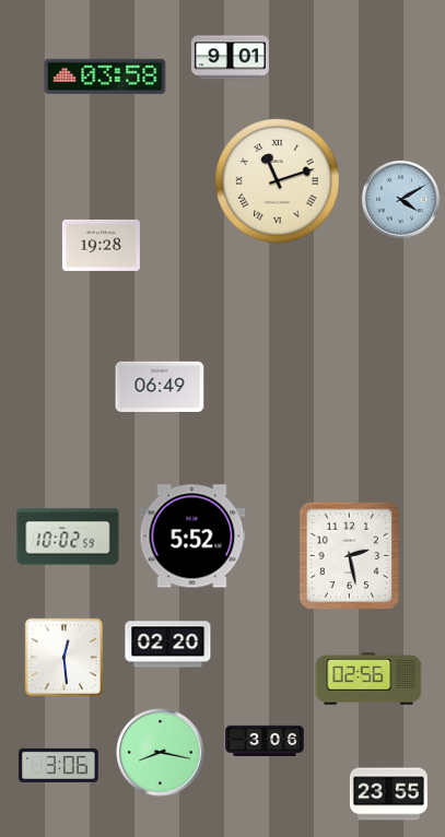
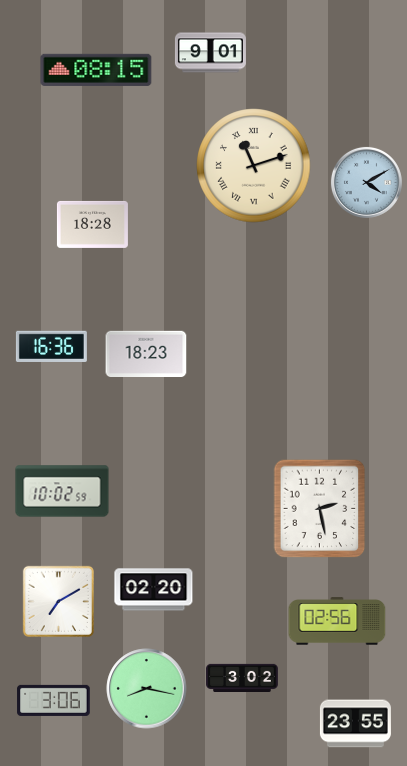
clock at (105, 76): 03:58 -> 08:15
clock at (101, 245): 19:28 -> 18:28
clock at (51, 346): none -> 16:36
clock at (160, 386): 06:49 -> 18:23
clock at (192, 537): 5:52 -> none
clock at (63, 657): 12:29 -> 7:10
clock at (265, 740): 3:06 -> 3:02
clock at (388, 794) position: (388, 794) -> (355, 724)
